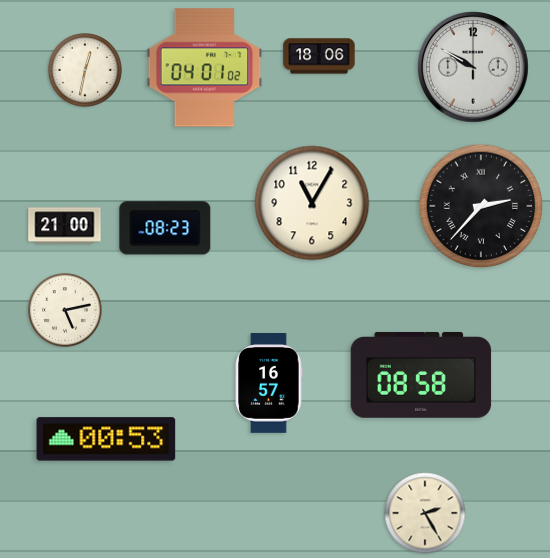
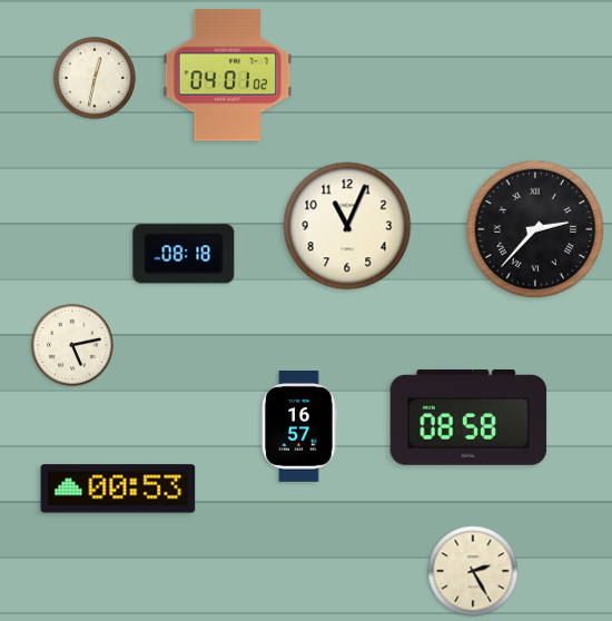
clock at (319, 56): 18:06 -> none
clock at (474, 68): 9:50 -> none
clock at (312, 203): 11:05 -> 11:04
clock at (65, 226): 21:00 -> none
clock at (165, 228): 08:23 -> 08:18
